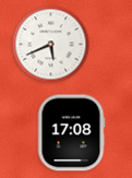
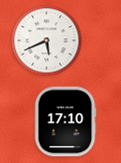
clock at (71, 133): 17:08 -> 17:10
